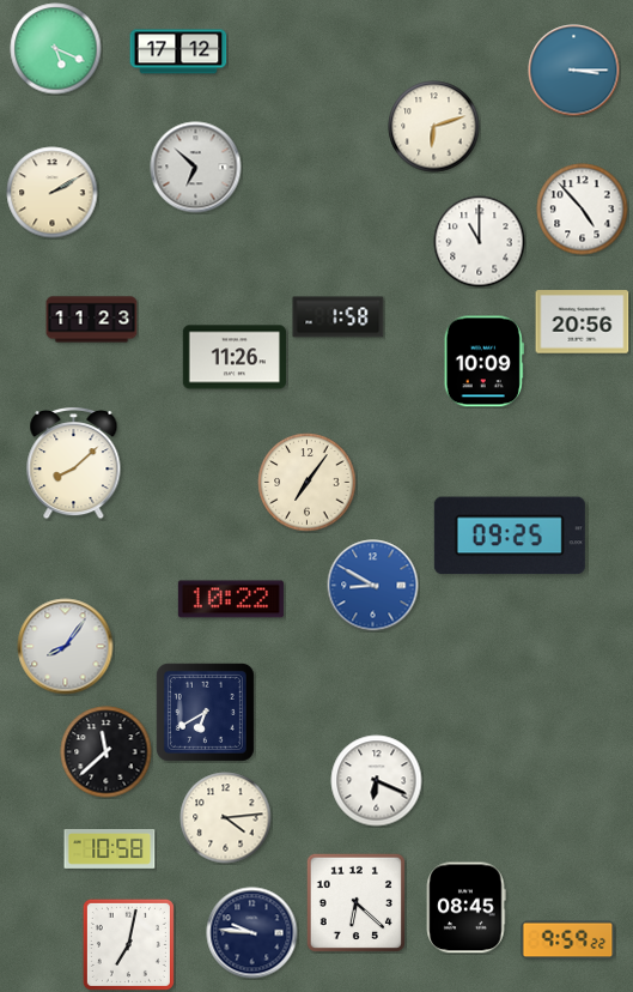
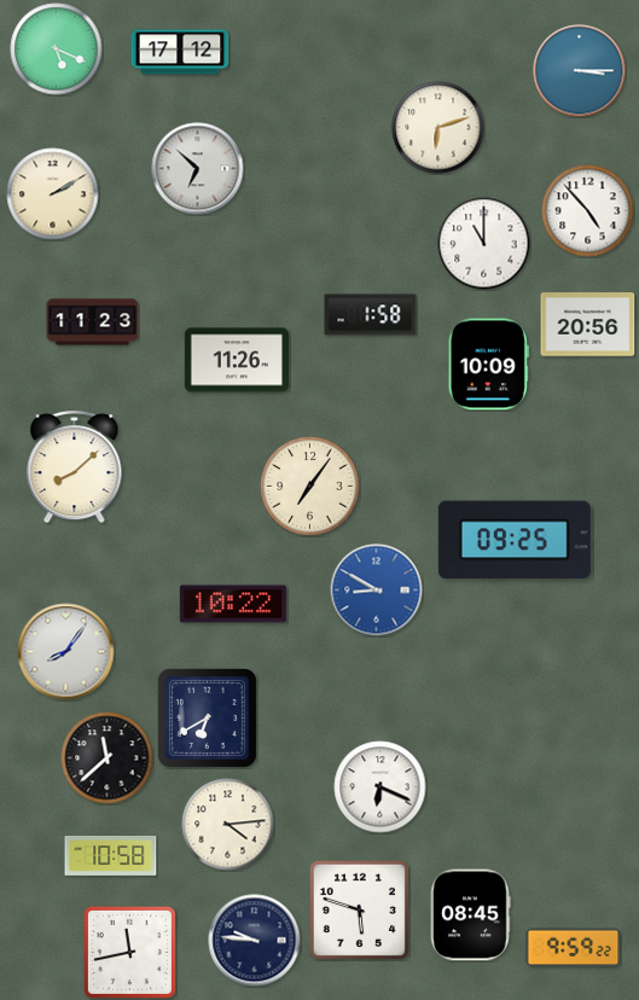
clock at (339, 317) position: (339, 317) -> (371, 315)
clock at (355, 902): 6:22 -> 5:48
clock at (128, 944): 7:02 -> 11:43
